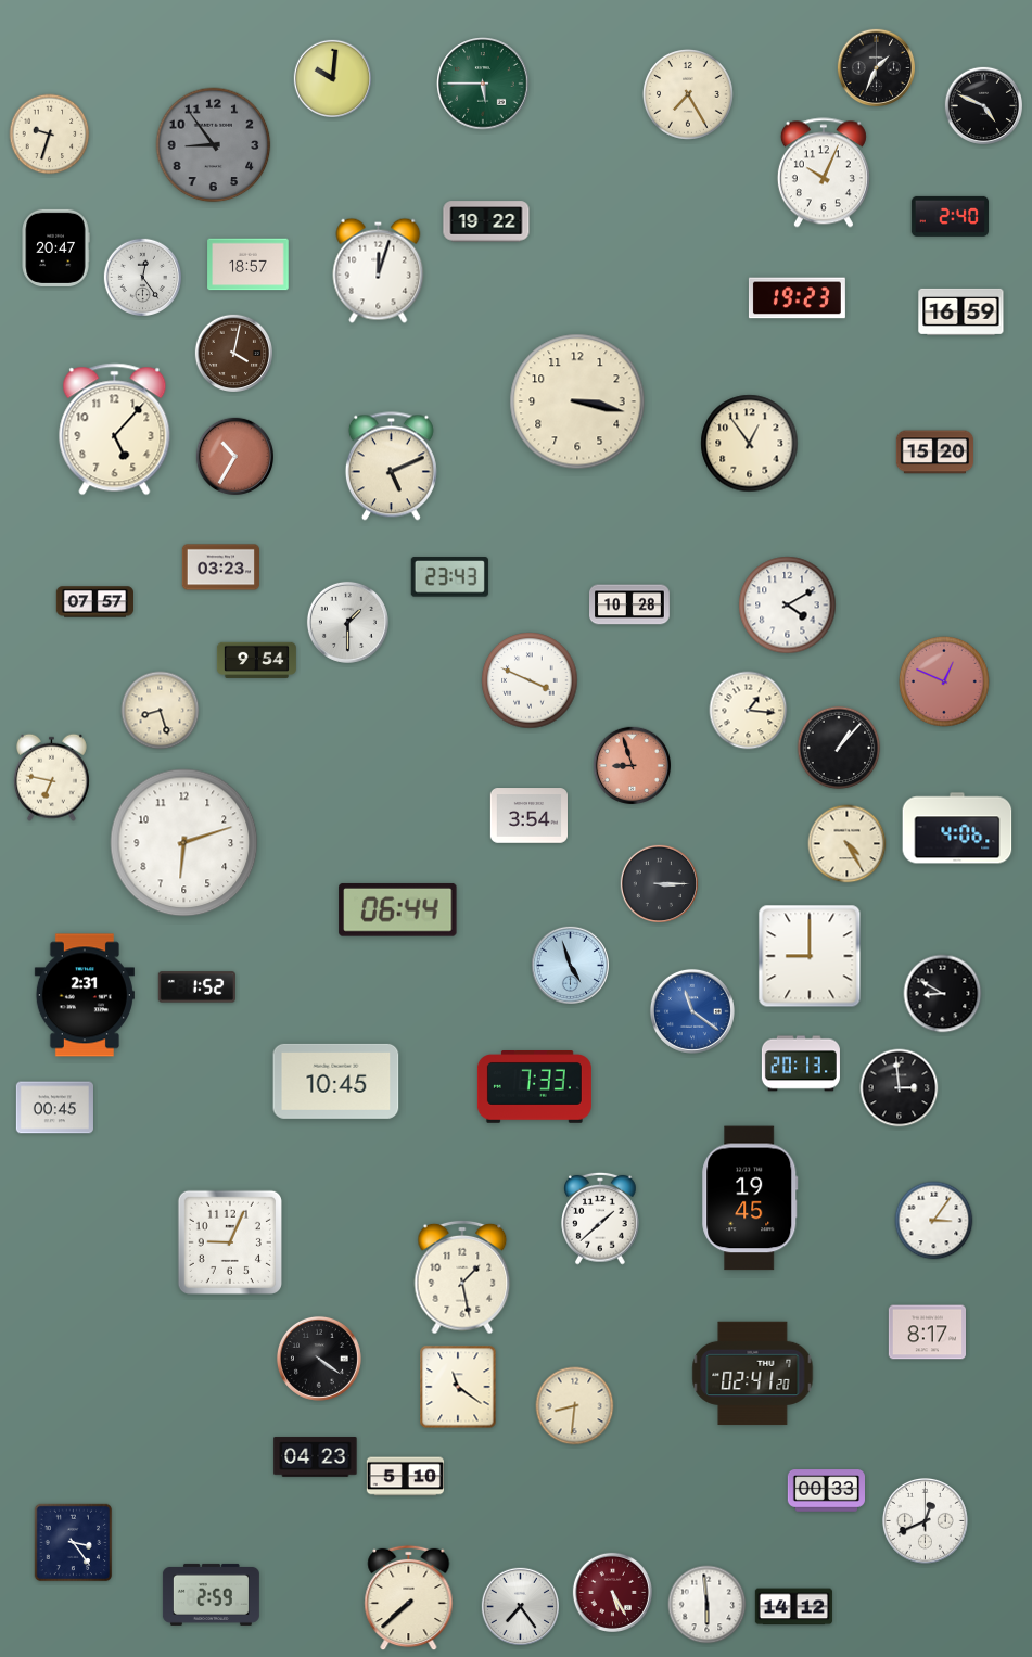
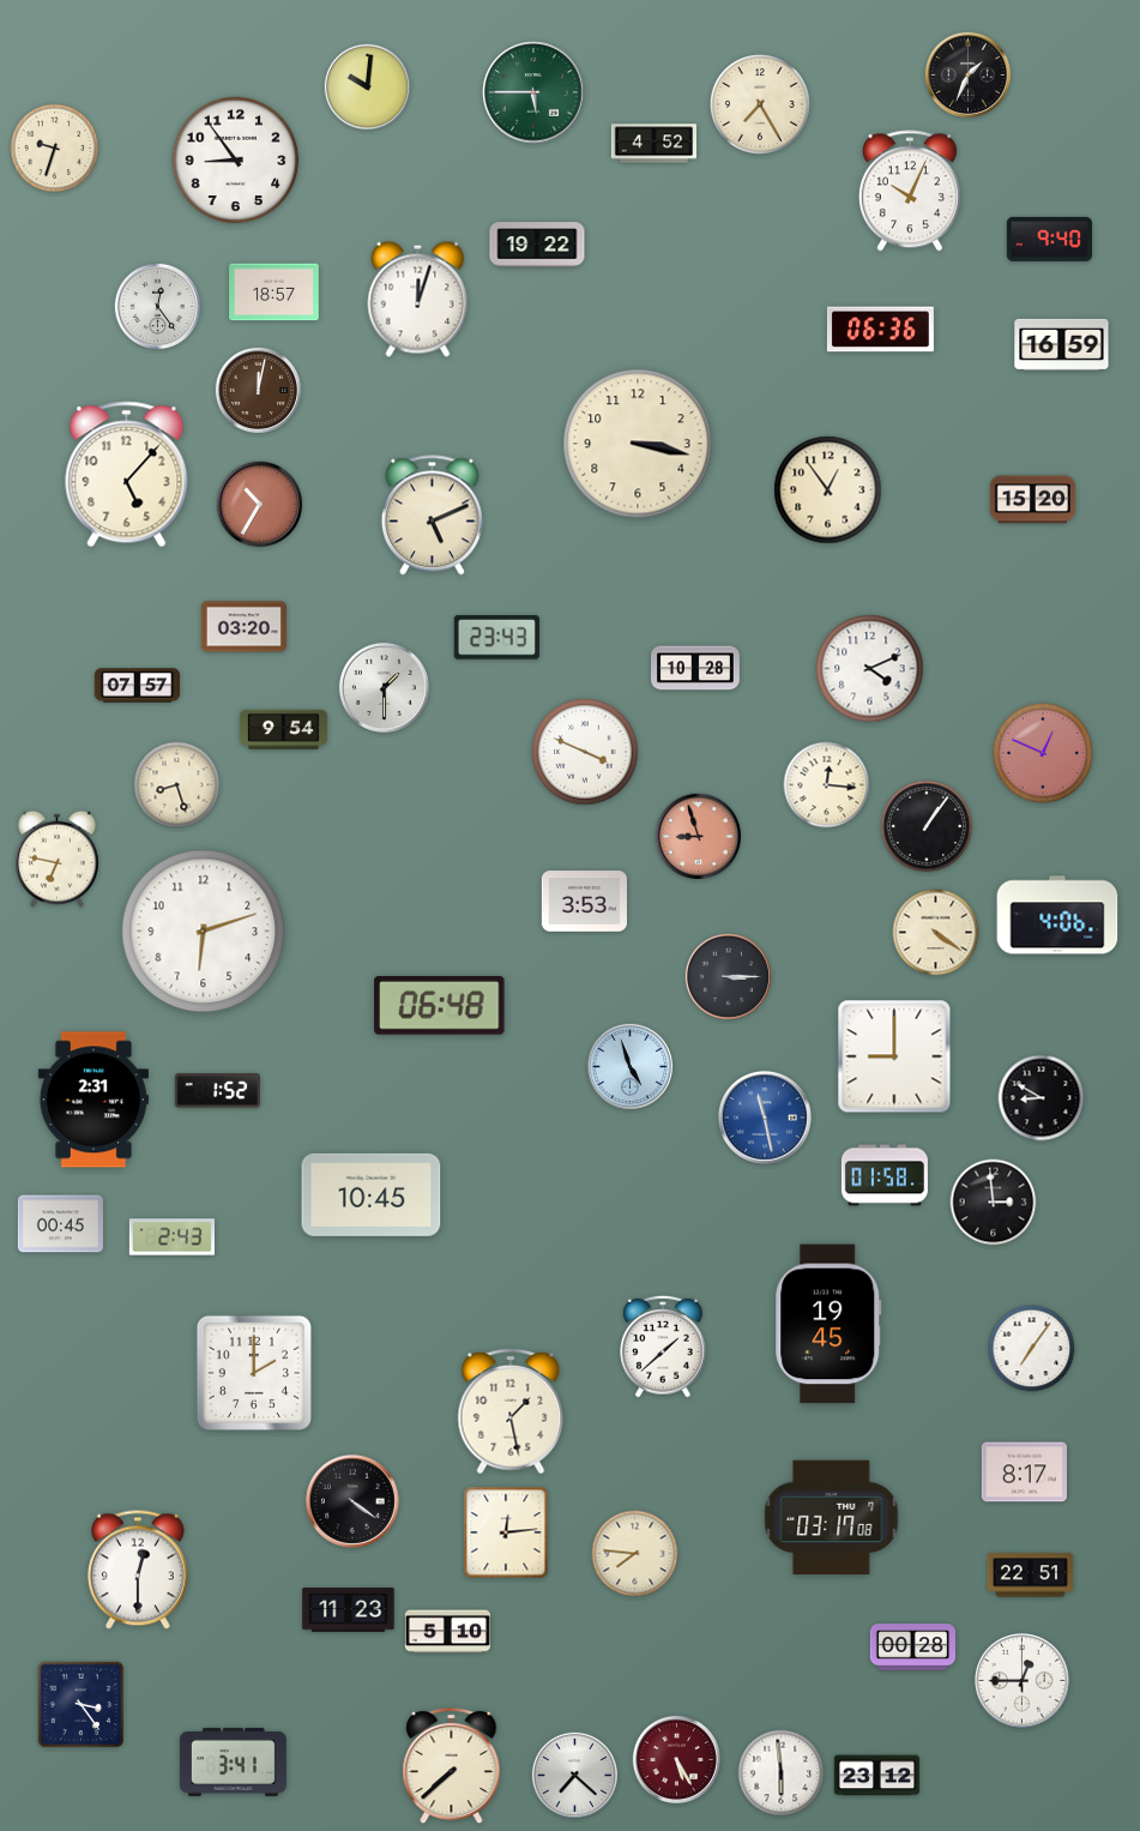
clock at (983, 105): 4:49 -> none
clock at (653, 144): none -> 4:52
clock at (214, 145) dial: grey -> white
clock at (950, 216): 2:40 -> 9:40
clock at (55, 247): 20:47 -> none
clock at (797, 298): 19:23 -> 06:36
clock at (233, 353): 4:02 -> 12:02
clock at (220, 568): 03:23 -> 03:20
clock at (94, 602) position: (94, 602) -> (137, 686)
clock at (788, 606): 4:10 -> 4:11
clock at (749, 711): 1:16 -> 12:16
clock at (839, 748): 1:07 -> 1:06
clock at (632, 765) position: (632, 765) -> (698, 836)
clock at (528, 816): 3:54 -> 3:53
clock at (848, 844): 4:25 -> 4:21
clock at (398, 909): 06:44 -> 06:48
clock at (692, 1011): 11:21 -> 11:28
clock at (801, 1063): 20:13 -> 01:58
clock at (534, 1087): 7:33 -> none
clock at (171, 1237): none -> 2:43
clock at (934, 1221): 3:06 -> 7:06
clock at (230, 1242): 9:04 -> 2:00
clock at (753, 1374): 02:41 -> 03:17
clock at (458, 1387): 11:21 -> 12:14
clock at (575, 1406): 8:31 -> 7:46
clock at (138, 1570): none -> 12:30
clock at (1030, 1576): none -> 22:51
clock at (316, 1457): 04:23 -> 11:23
clock at (826, 1491): 00:33 -> 00:28
clock at (925, 1520): 12:41 -> 12:45
clock at (211, 1594): 2:59 -> 3:41
clock at (520, 1606): 7:24 -> 7:22
clock at (793, 1607): 14:12 -> 23:12
